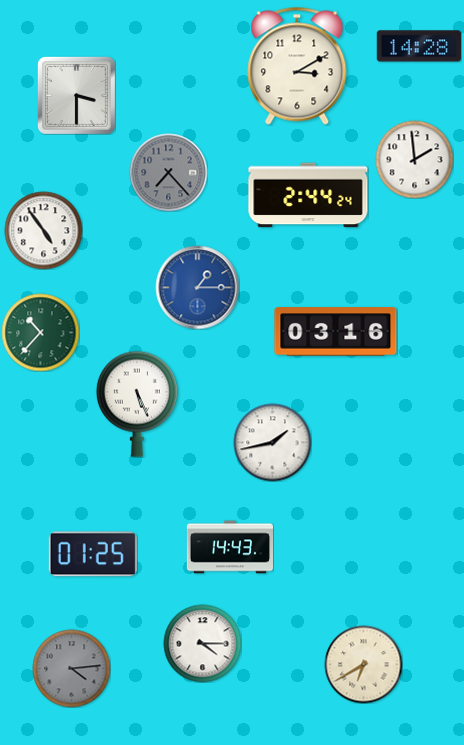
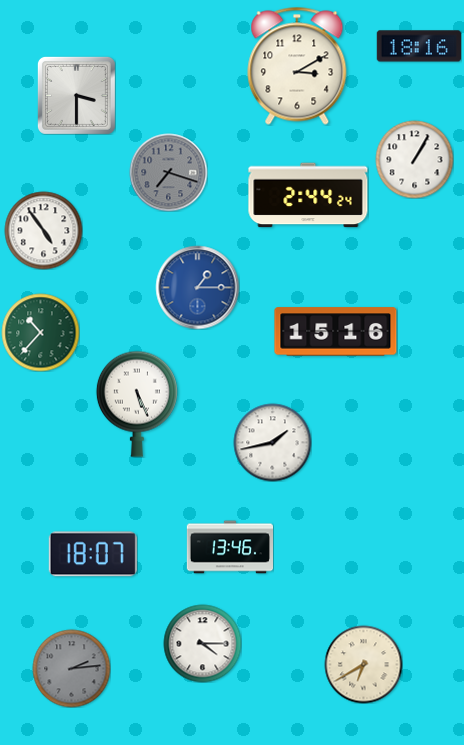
clock at (418, 46): 14:28 -> 18:16
clock at (414, 159): 1:59 -> 1:05
clock at (168, 172): 7:23 -> 7:18
clock at (336, 332): 03:16 -> 15:16
clock at (229, 547): 14:43 -> 13:46
clock at (93, 554): 01:25 -> 18:07
clock at (71, 668): 4:14 -> 2:14
